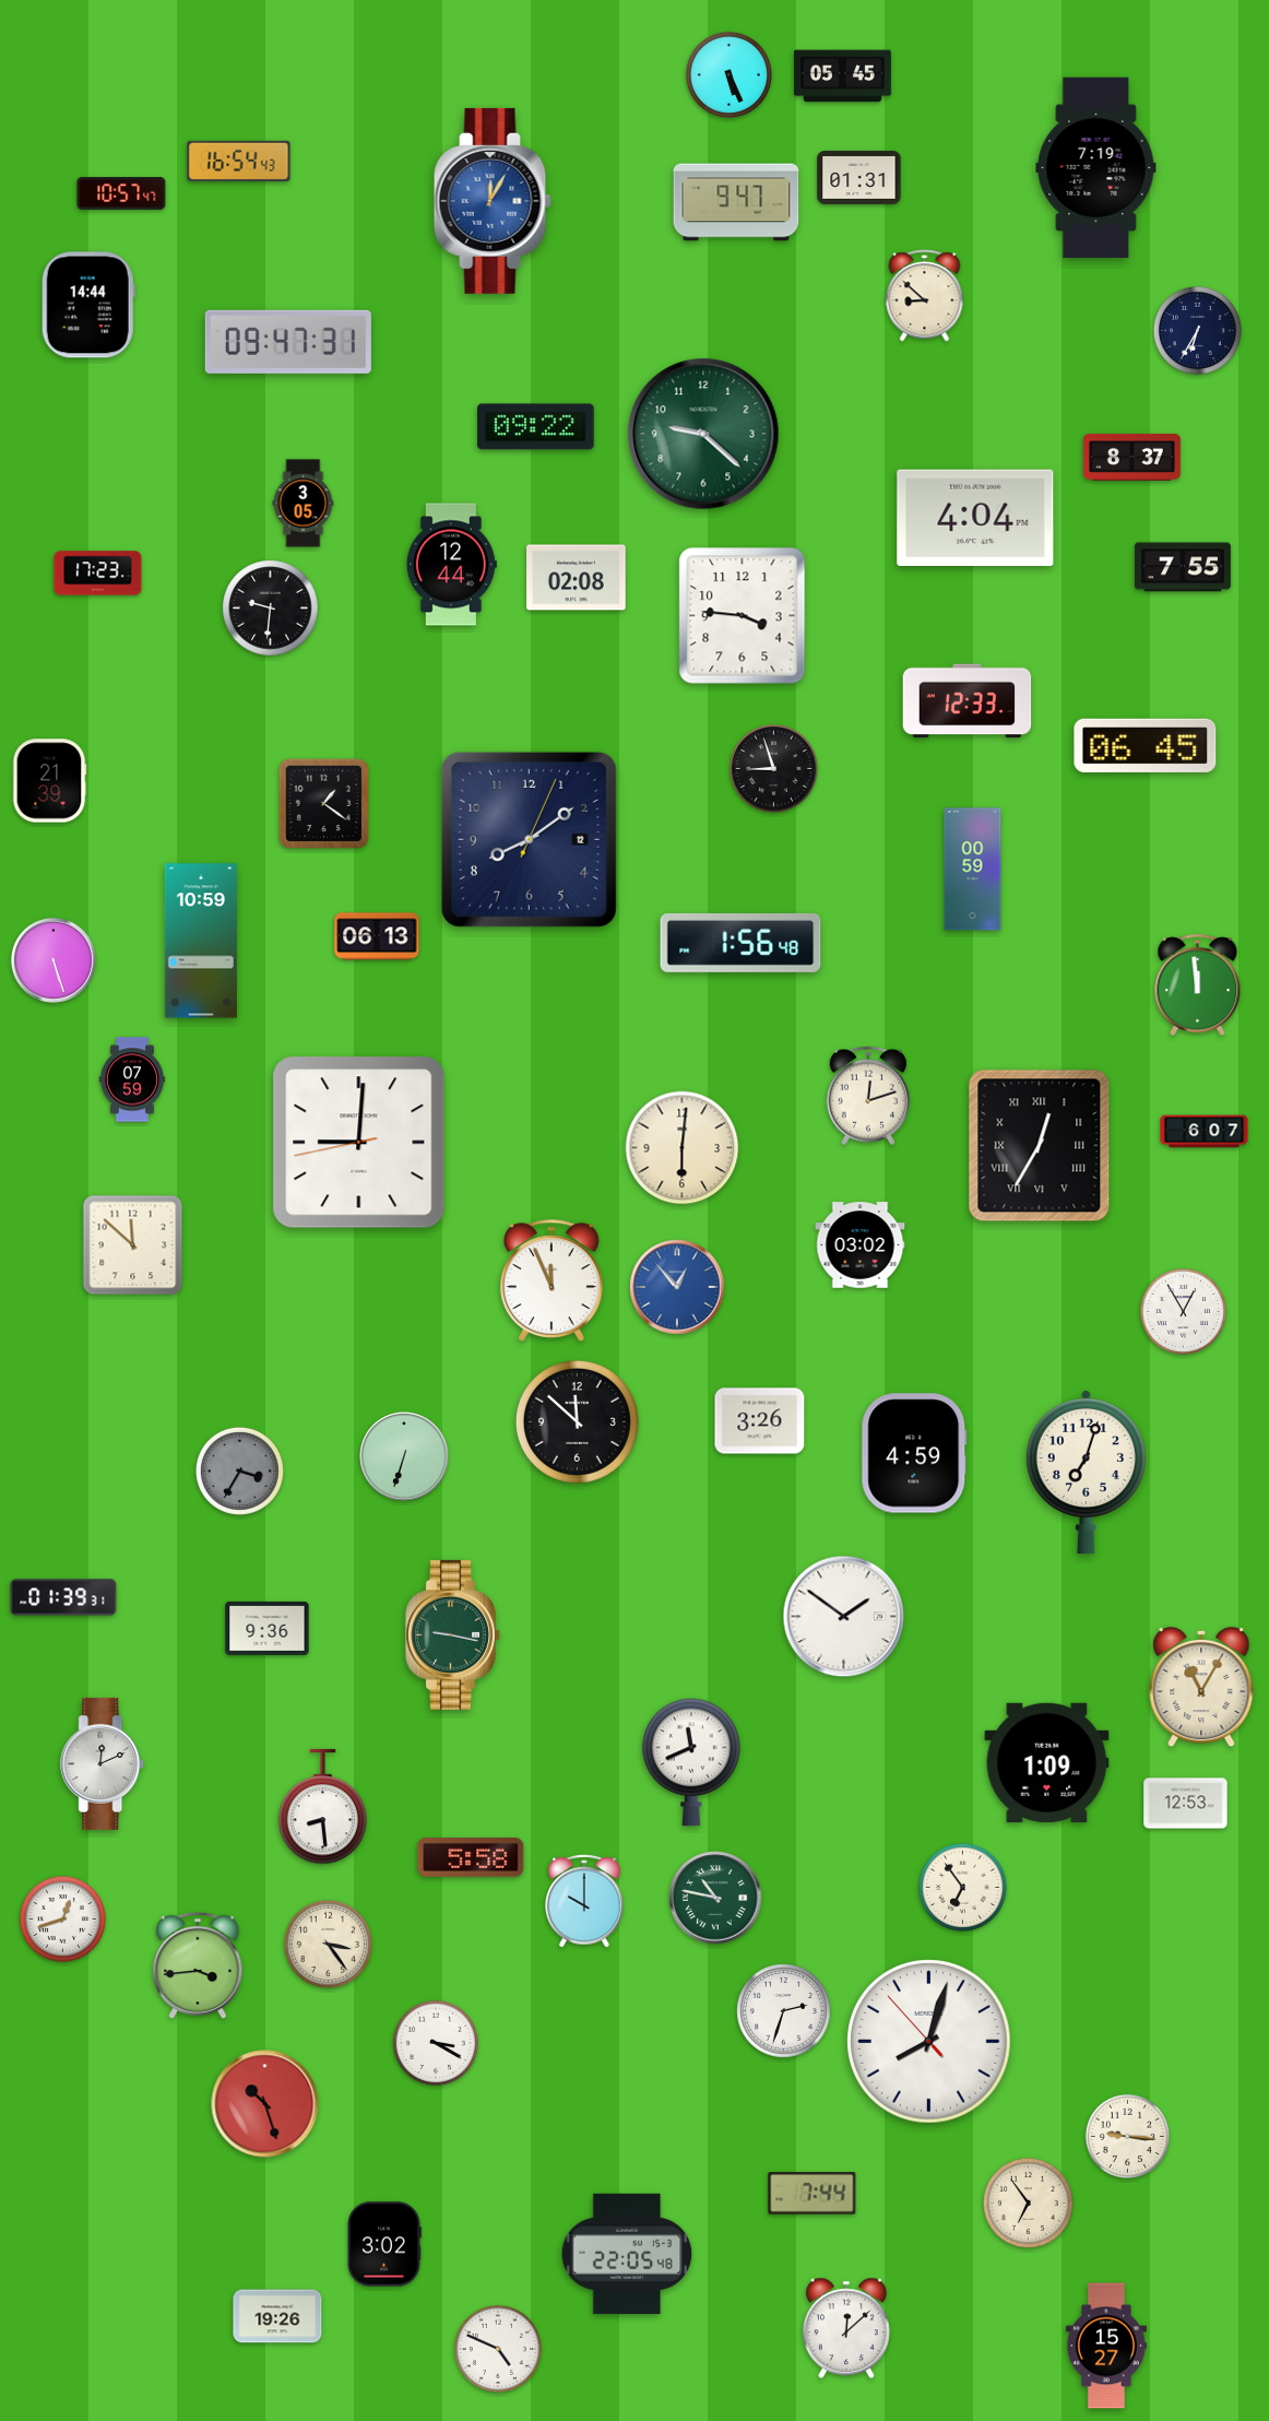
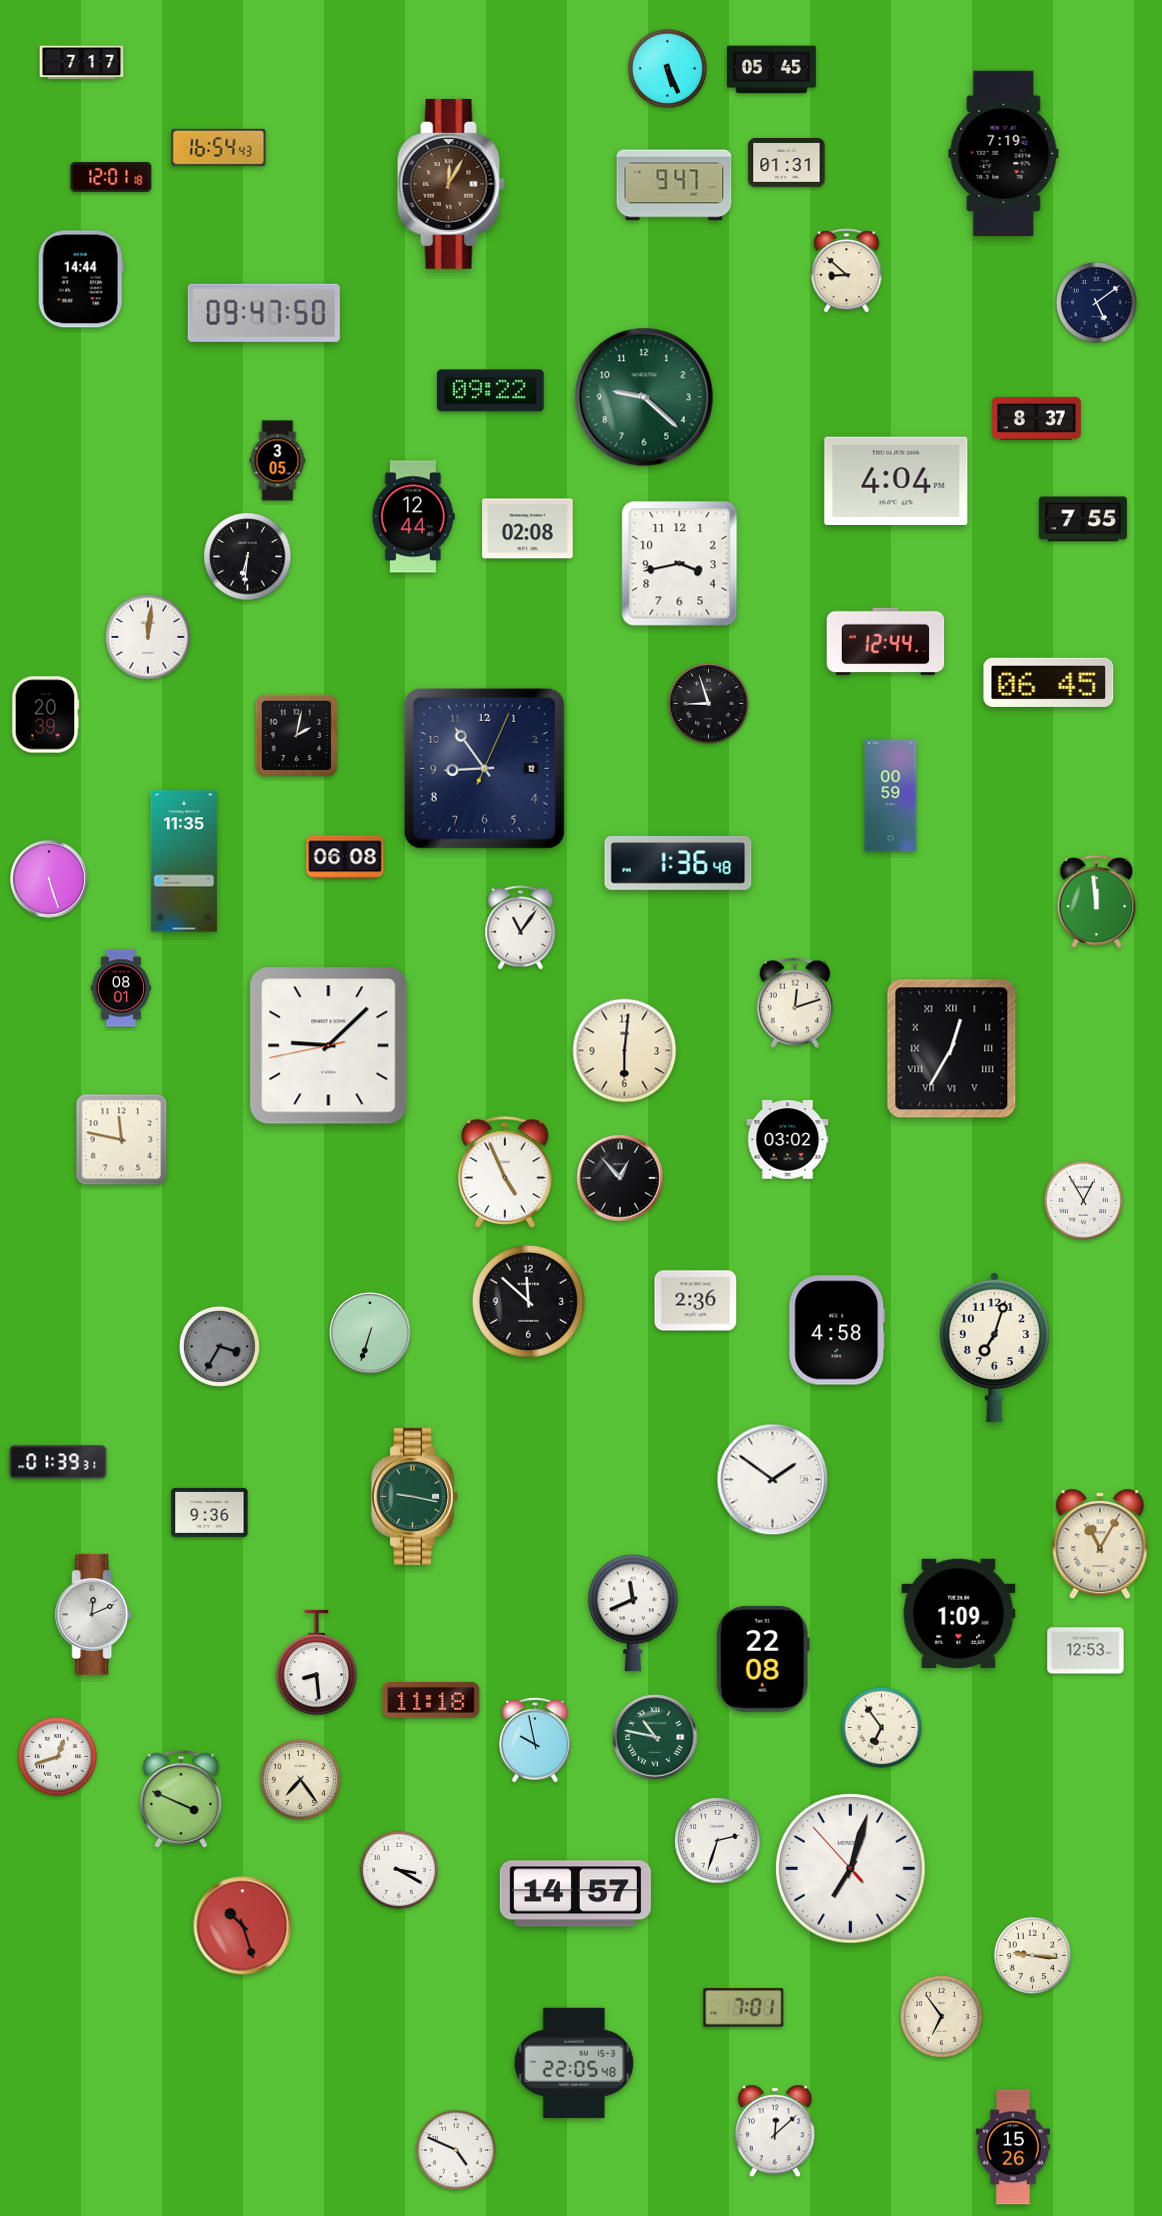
clock at (82, 63): none -> 7:17
clock at (121, 193): 10:57 -> 12:01
clock at (493, 201) dial: blue -> brown
clock at (1197, 330): 6:35 -> 5:09
clock at (288, 342): 09:47:31 -> 09:47:50
clock at (975, 517) position: (975, 517) -> (896, 480)
clock at (98, 574): 17:23 -> none
clock at (271, 609): 9:31 -> 6:31
clock at (743, 616): 3:46 -> 3:43
clock at (148, 637): none -> 12:01
clock at (968, 701): 12:33 -> 12:44
clock at (49, 781): 21:39 -> 20:39
clock at (324, 804): 1:21 -> 2:02
clock at (529, 839): 8:09 -> 8:54
clock at (377, 936): 06:13 -> 06:08
clock at (201, 941): 10:59 -> 11:35
clock at (740, 943): 1:56 -> 1:36
clock at (521, 928): none -> 11:06
clock at (131, 1079): 07:59 -> 08:01
clock at (1205, 1132): 6:07 -> none
clock at (359, 1143): 9:00 -> 9:07
clock at (133, 1245): 11:52 -> 11:47
clock at (552, 1280): 11:56 -> 4:56
clock at (677, 1287) dial: blue -> black
clock at (760, 1421): 3:26 -> 2:36
clock at (914, 1453): 4:59 -> 4:58
clock at (268, 1628) position: (268, 1628) -> (210, 1512)
clock at (323, 1807) position: (323, 1807) -> (317, 1663)
clock at (763, 1659): none -> 22:08
clock at (471, 1858): 5:58 -> 11:18
clock at (584, 1901): 10:00 -> 9:58
clock at (328, 1944): 3:24 -> 7:24
clock at (198, 1965): 3:44 -> 3:49
clock at (929, 2042): 8:02 -> 7:02
clock at (575, 1894): none -> 14:57
clock at (813, 2194): 7:44 -> 7:01
clock at (384, 2244): 3:02 -> none
clock at (277, 2316): 19:26 -> none
clock at (1106, 2346): 15:27 -> 15:26
